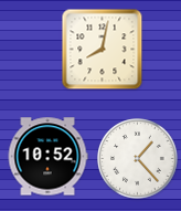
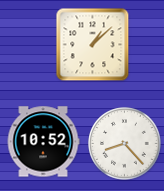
clock at (103, 50): 8:02 -> 1:08
clock at (138, 159): 1:23 -> 8:23
